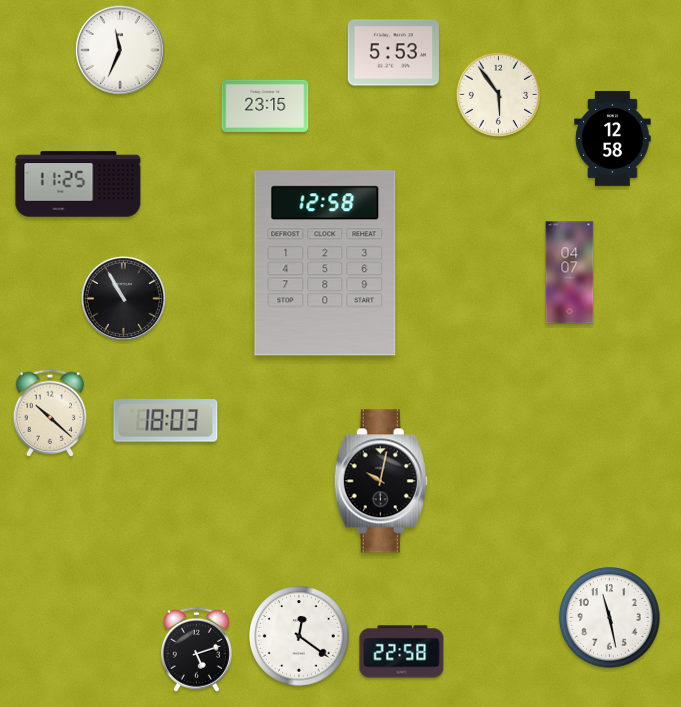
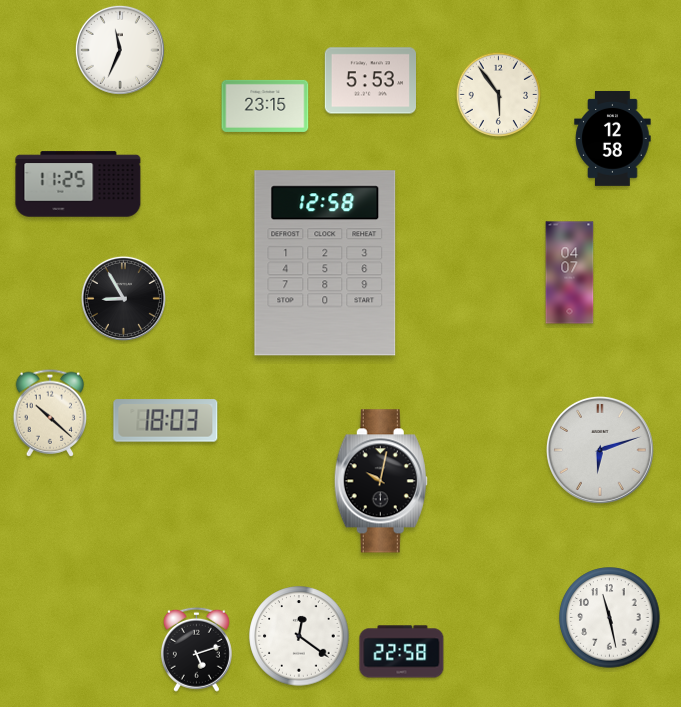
clock at (393, 53) position: (393, 53) -> (370, 81)
clock at (123, 298): 10:55 -> 8:55
clock at (601, 451): none -> 6:12
